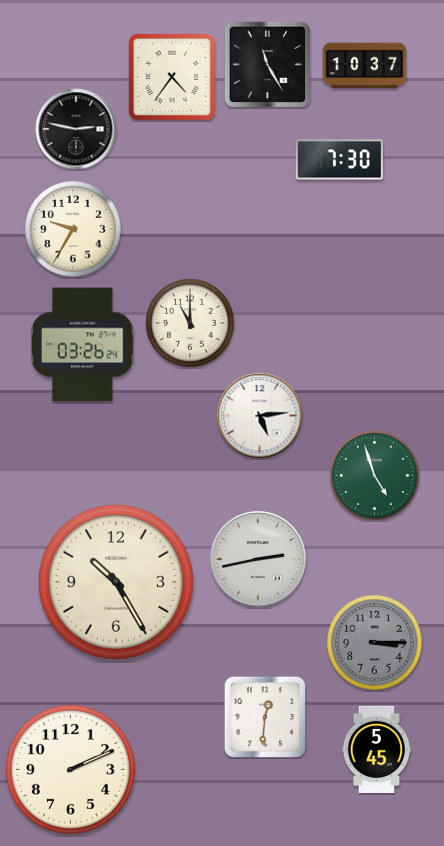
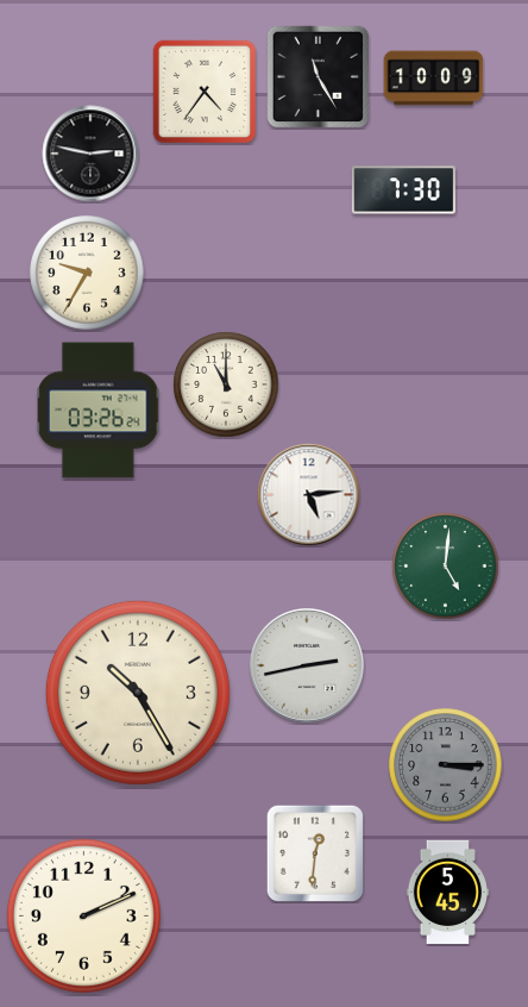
clock at (365, 66): 10:37 -> 10:09
clock at (375, 476): 4:57 -> 5:01
